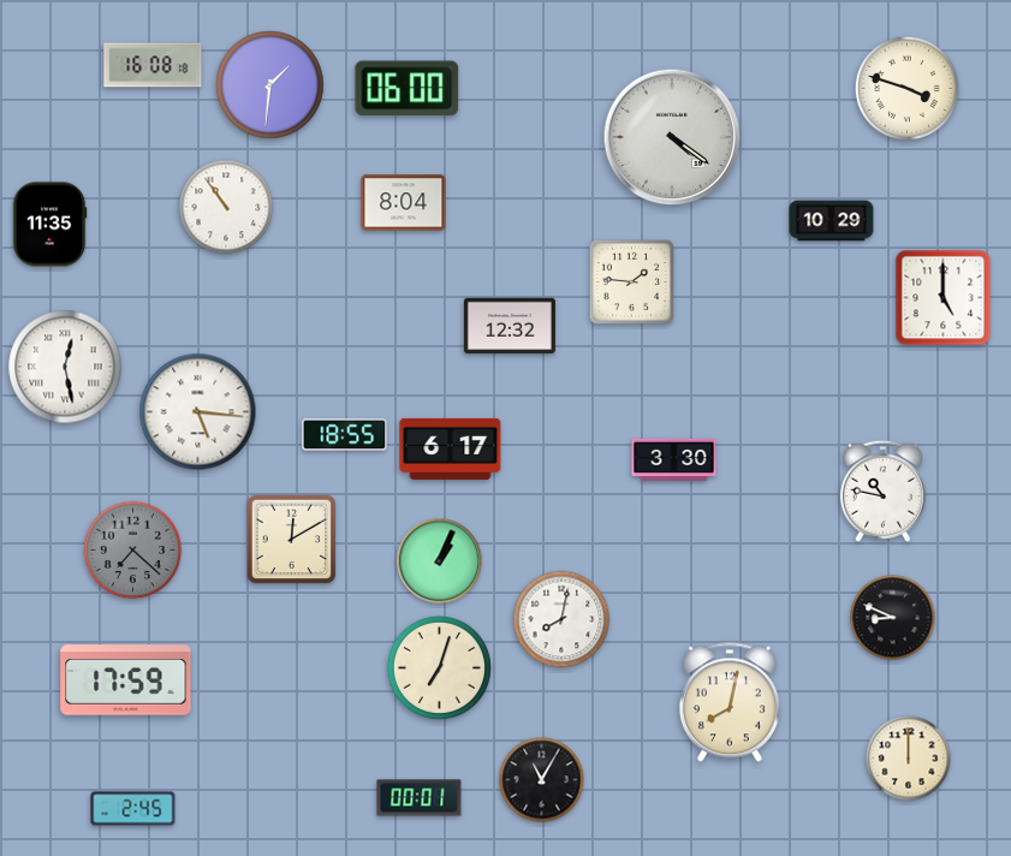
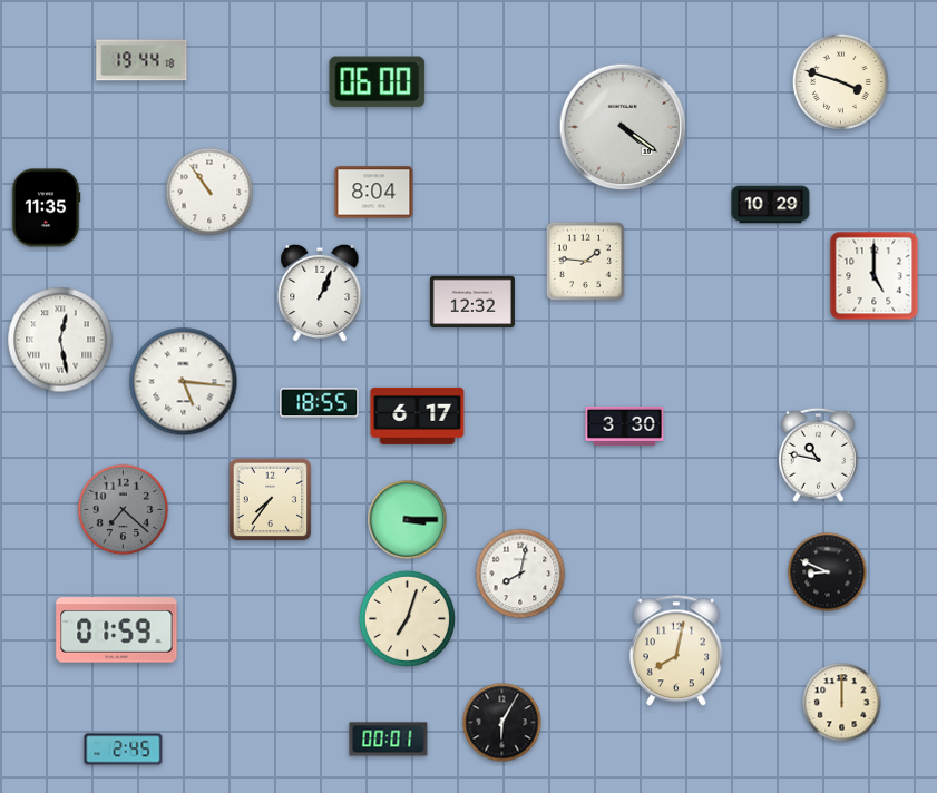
clock at (153, 65): 16:08 -> 19:44
clock at (270, 85): 1:31 -> none
clock at (404, 203) position: (404, 203) -> (374, 193)
clock at (320, 293): none -> 1:04
clock at (292, 540): 12:10 -> 7:36
clock at (440, 561): 1:04 -> 3:15
clock at (126, 680): 17:59 -> 01:59
clock at (542, 780): 11:05 -> 6:05
